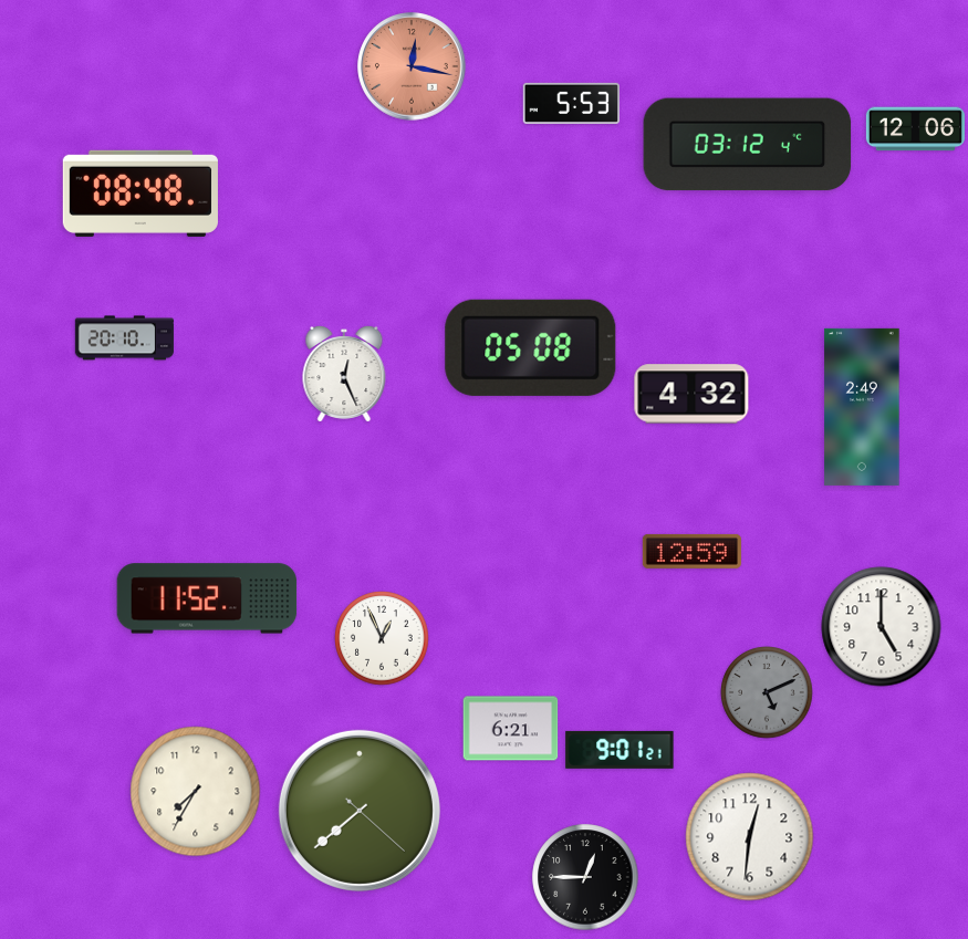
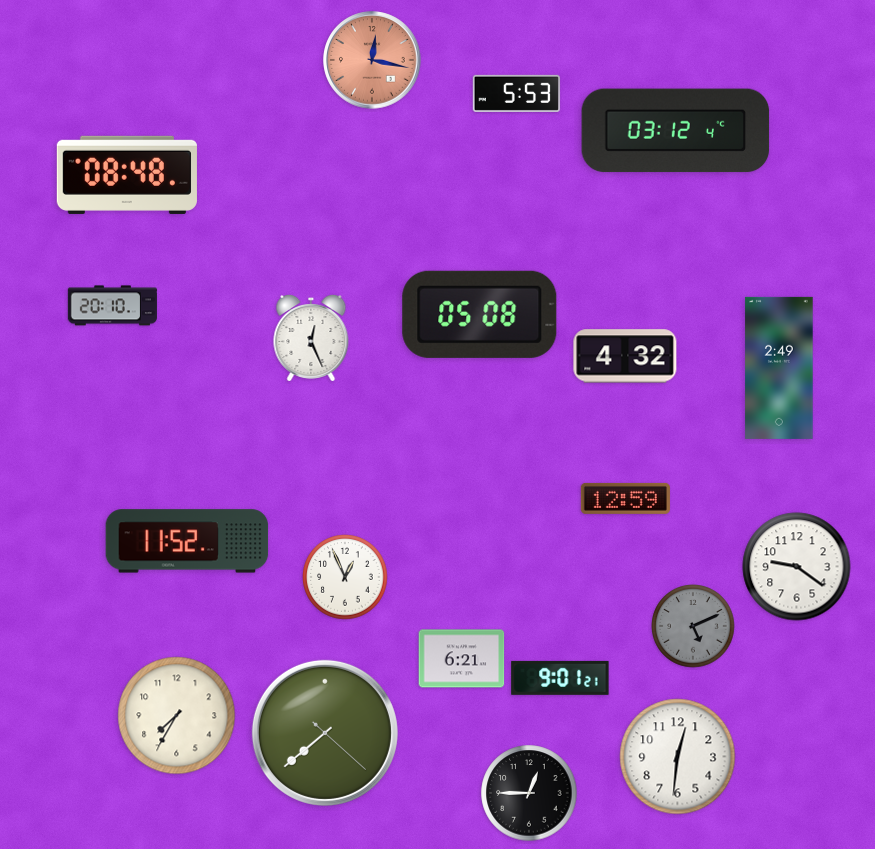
clock at (915, 129): 12:06 -> none
clock at (882, 627): 5:00 -> 9:21
